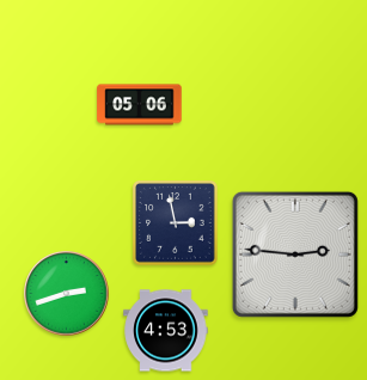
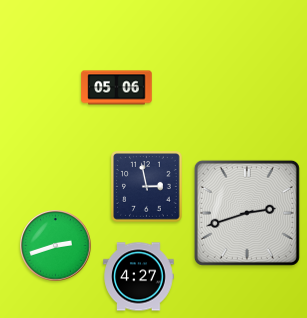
clock at (295, 255): 2:46 -> 2:42
clock at (166, 331): 4:53 -> 4:27
